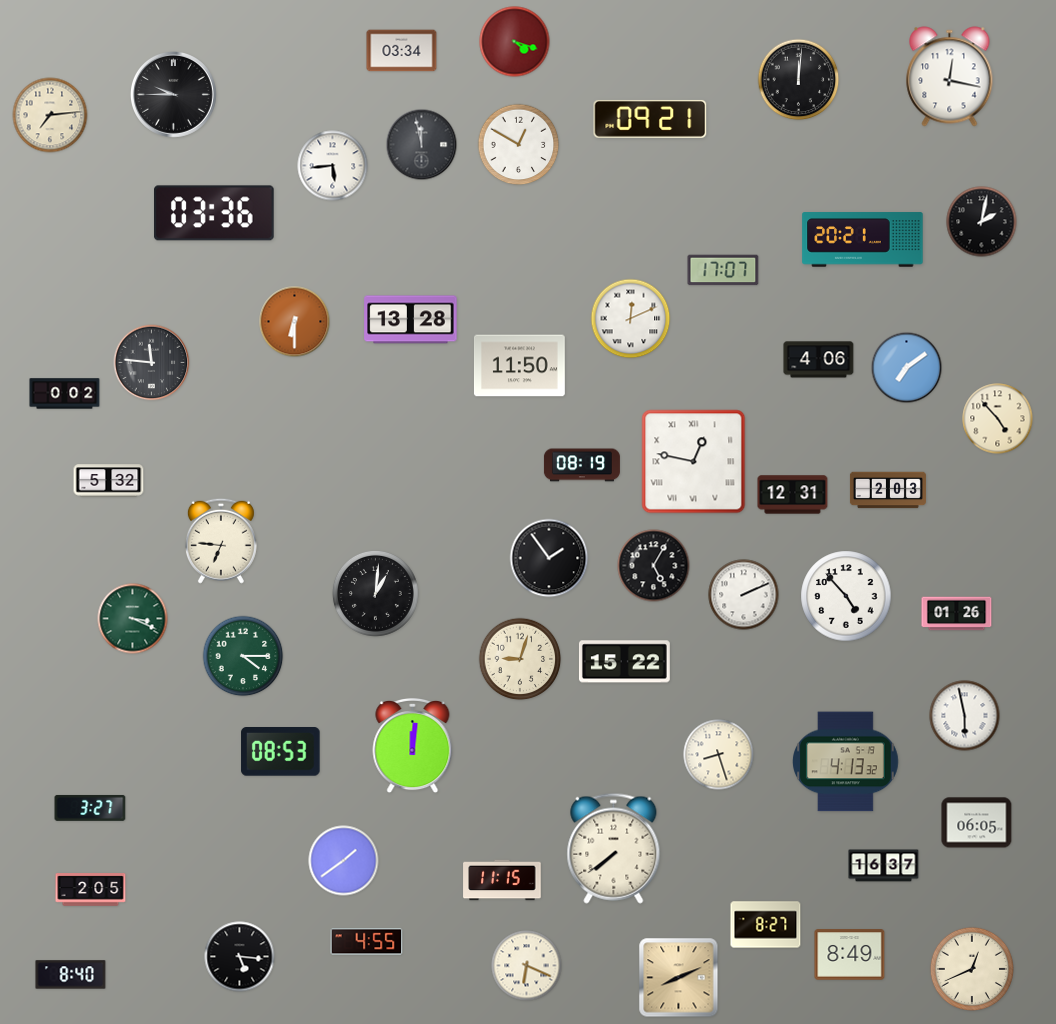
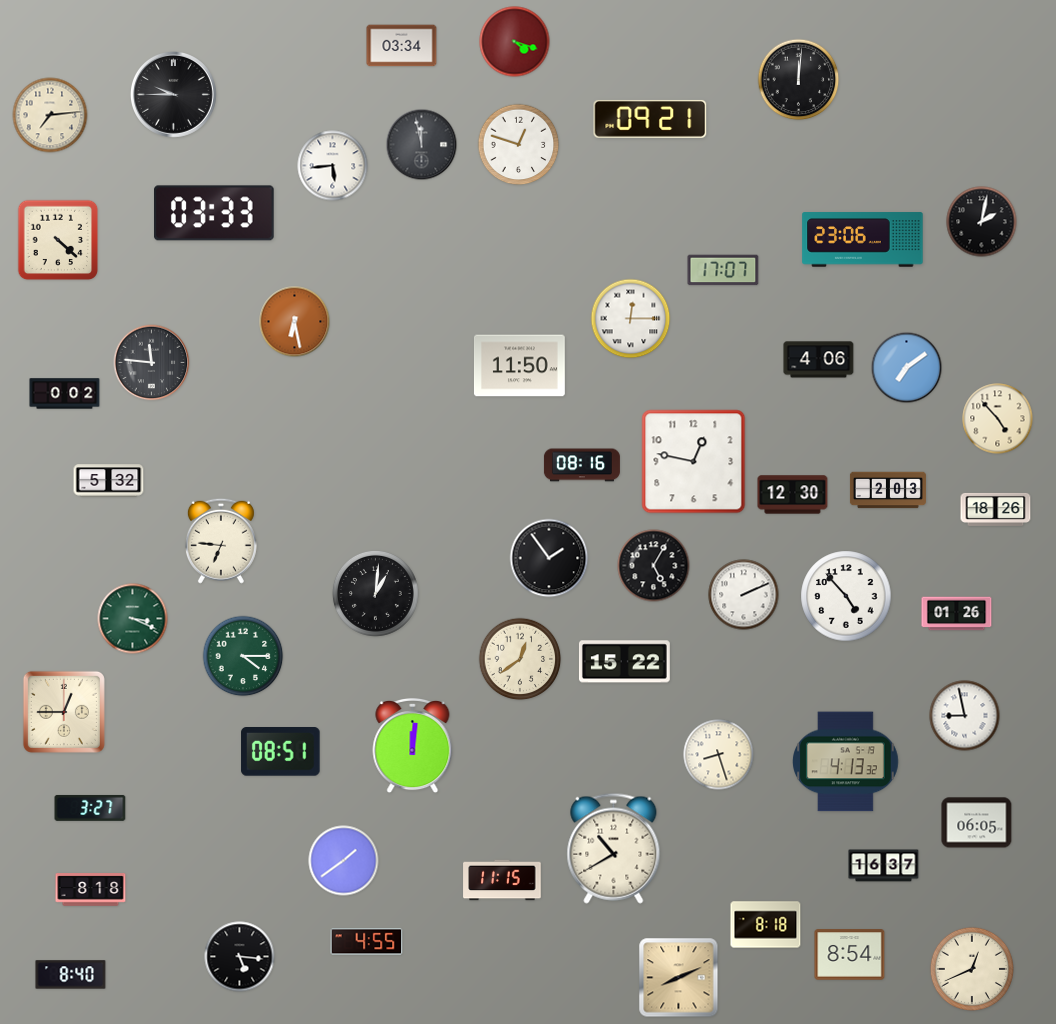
clock at (402, 51) position: (402, 51) -> (402, 46)
clock at (950, 77): 12:17 -> none
clock at (519, 145): 12:50 -> 12:48
clock at (215, 213): 03:36 -> 03:33
clock at (58, 240): none -> 4:22
clock at (863, 240): 20:21 -> 23:06
clock at (631, 319): 12:11 -> 12:15
clock at (411, 320): 13:28 -> none
clock at (295, 322): 6:30 -> 6:28
clock at (694, 462) numerals: Roman -> Arabic
clock at (582, 465): 08:19 -> 08:16
clock at (793, 495): 12:31 -> 12:30
clock at (996, 509): none -> 18:26
clock at (520, 659): 9:03 -> 12:39
clock at (64, 712): none -> 12:45
clock at (965, 716): 5:58 -> 8:58
clock at (281, 752): 08:53 -> 08:51
clock at (614, 848): 7:39 -> 10:40
clock at (91, 890): 2:05 -> 8:18
clock at (766, 925): 8:27 -> 8:18
clock at (850, 955): 8:49 -> 8:54
clock at (527, 966): 6:19 -> none
